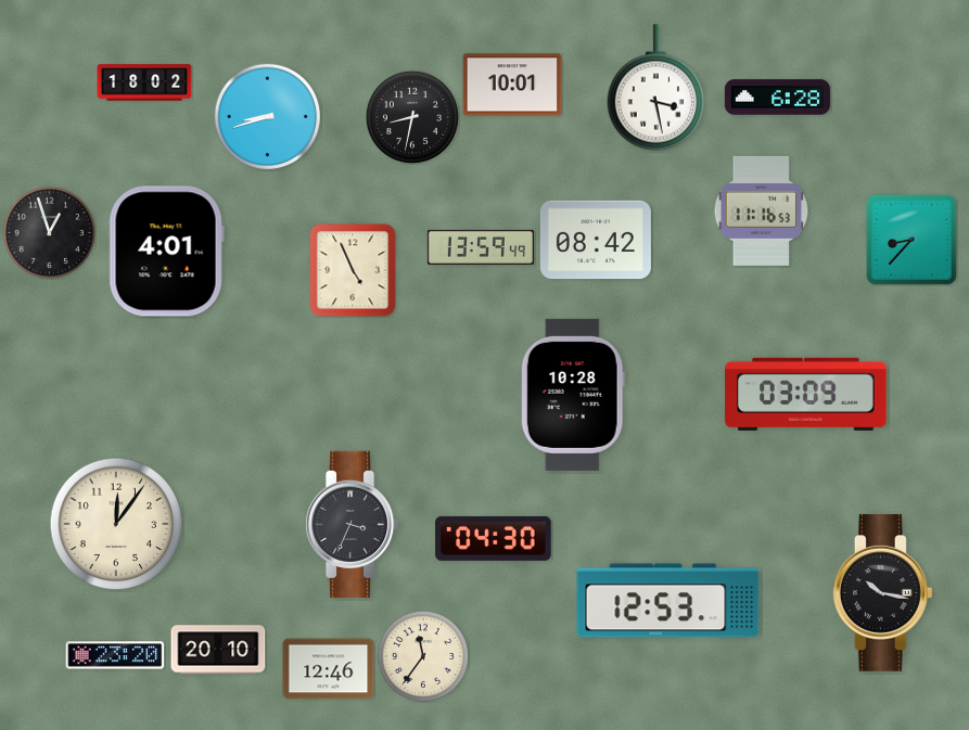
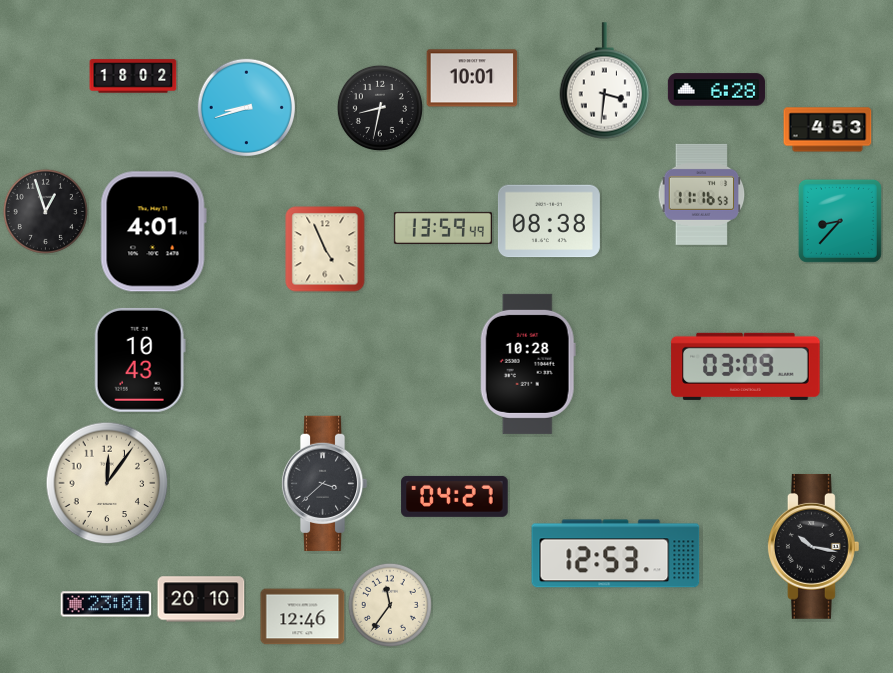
clock at (656, 88): 3:28 -> 3:31
clock at (828, 130): none -> 4:53
clock at (49, 232) position: (49, 232) -> (45, 211)
clock at (596, 240): 08:42 -> 08:38
clock at (140, 360): none -> 10:43
clock at (806, 394) position: (806, 394) -> (746, 366)
clock at (352, 524): 3:34 -> 3:38
clock at (494, 538): 04:30 -> 04:27
clock at (115, 655): 23:20 -> 23:01
